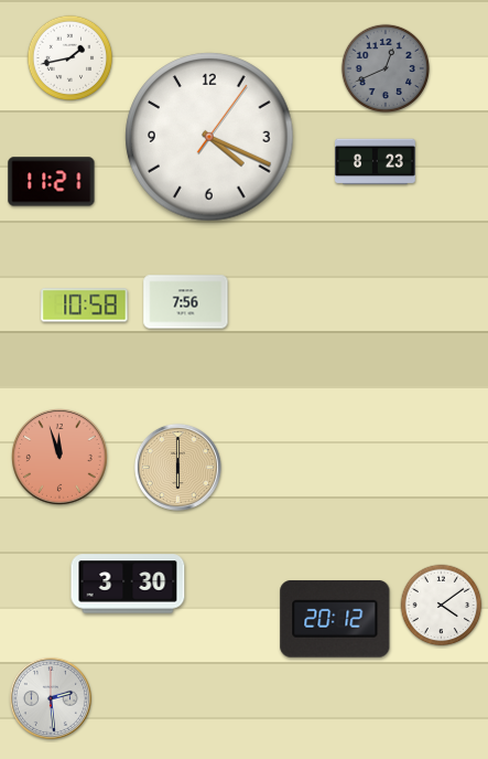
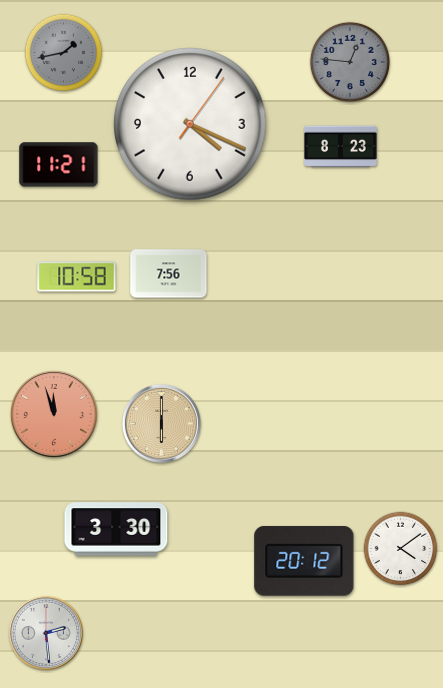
clock at (71, 58) dial: white -> grey
clock at (384, 67): 12:41 -> 12:46
clock at (52, 182) position: (52, 182) -> (59, 165)
